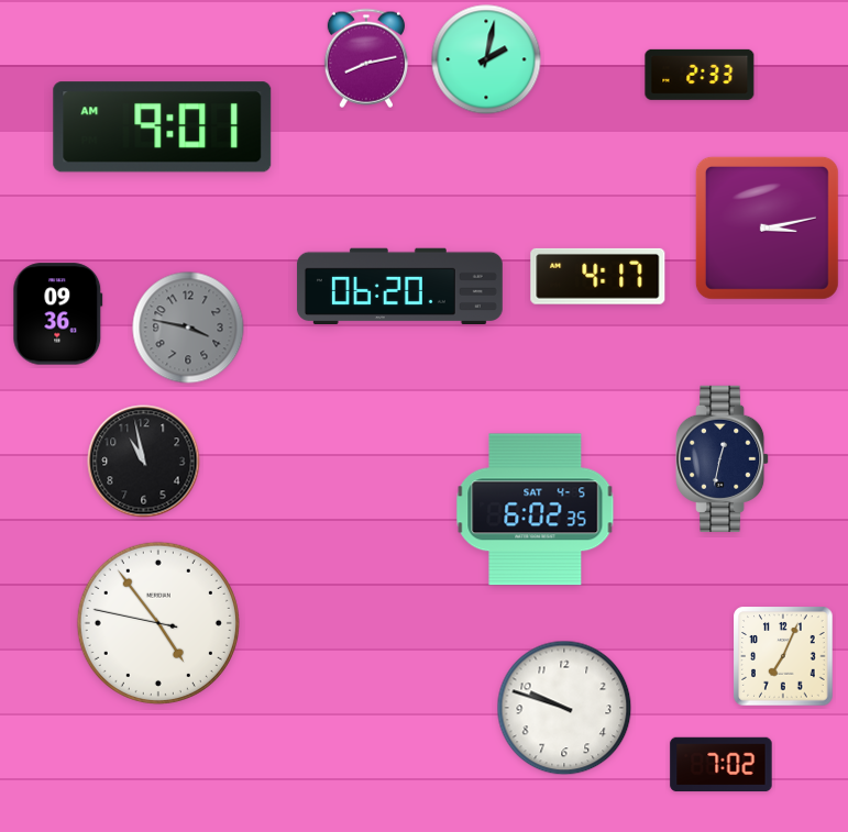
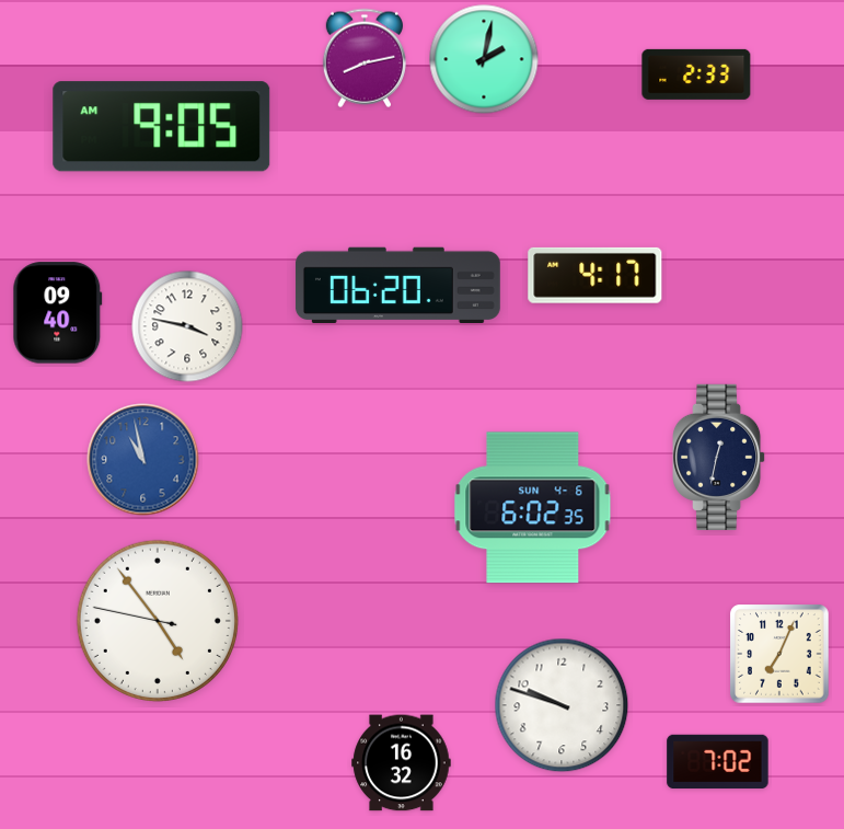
clock at (163, 127): 9:01 -> 9:05
clock at (767, 228): 3:13 -> none
clock at (58, 314): 09:36 -> 09:40
clock at (188, 328) dial: grey -> white
clock at (144, 462) dial: black -> blue
clock at (536, 510) date: SAT 4-5 -> SUN 4-6
clock at (402, 763): none -> 16:32
